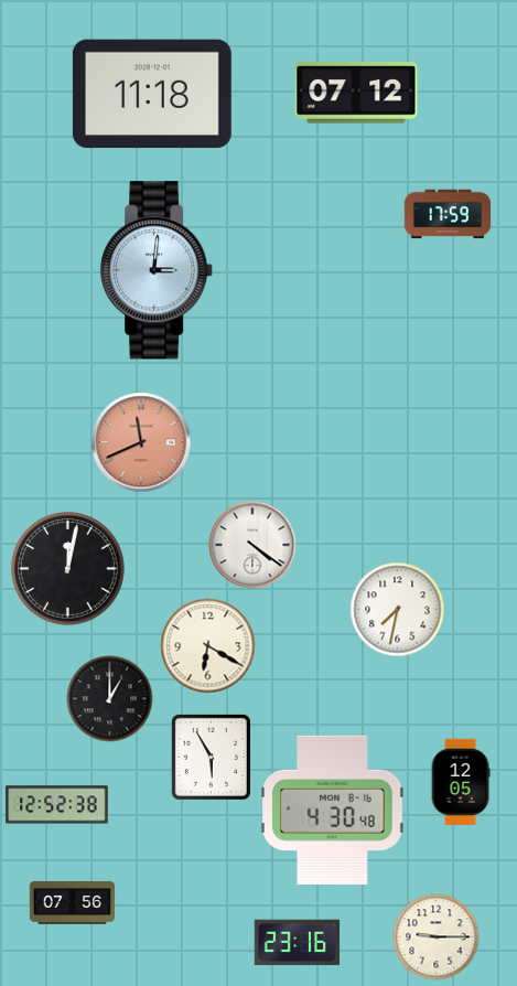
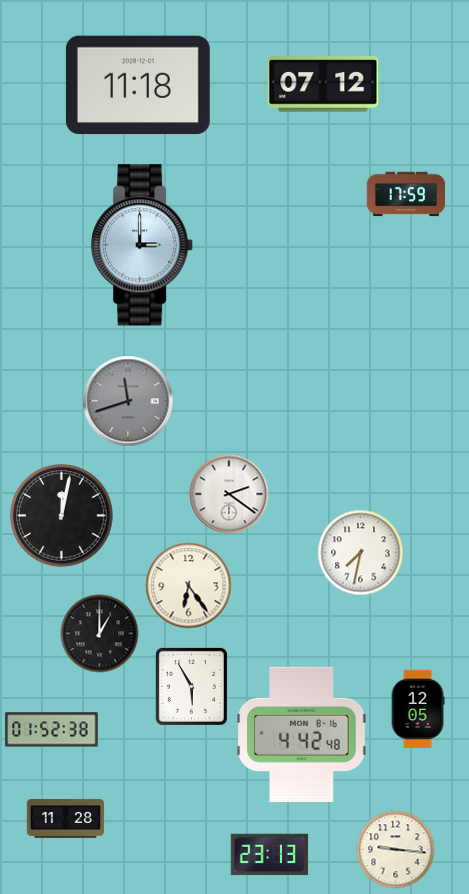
clock at (158, 270): 3:01 -> 3:00
clock at (141, 442): 11:41 -> 11:42
clock at (141, 442) dial: salmon -> grey
clock at (252, 545): 4:21 -> 2:21
clock at (207, 645): 6:20 -> 6:24
clock at (57, 805): 12:52 -> 01:52
clock at (333, 810): 4:30 -> 4:42
clock at (72, 902): 07:56 -> 11:28
clock at (435, 936): 9:15 -> 9:16
clock at (297, 943): 23:16 -> 23:13
